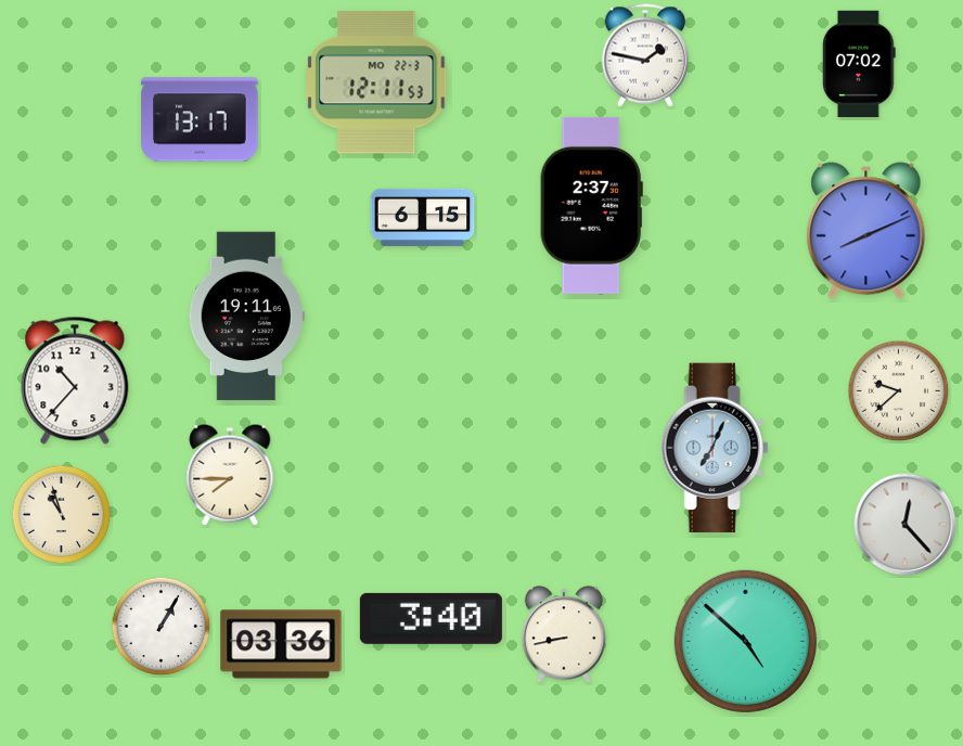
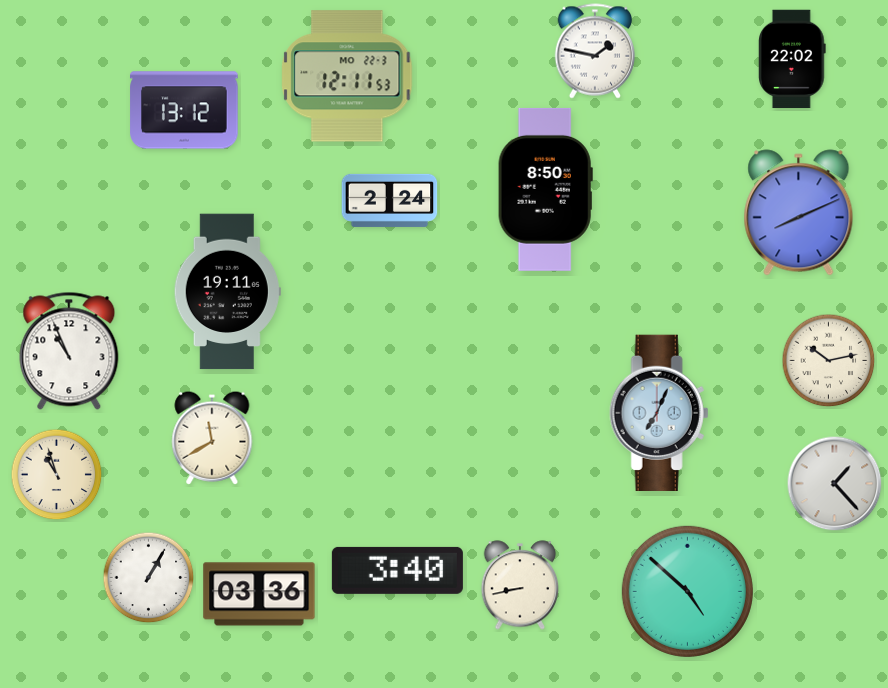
clock at (860, 64): 07:02 -> 22:02
clock at (200, 119): 13:17 -> 13:12
clock at (591, 205): 2:37 -> 8:50
clock at (423, 217): 6:15 -> 2:24
clock at (75, 381): 10:37 -> 10:56
clock at (899, 391): 9:38 -> 10:13
clock at (230, 475): 7:45 -> 11:40
clock at (906, 525): 12:23 -> 1:23
